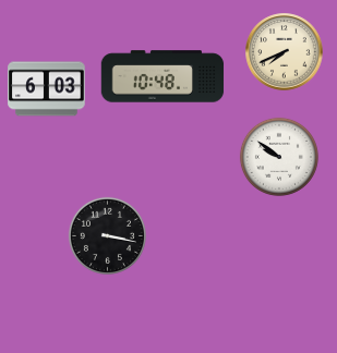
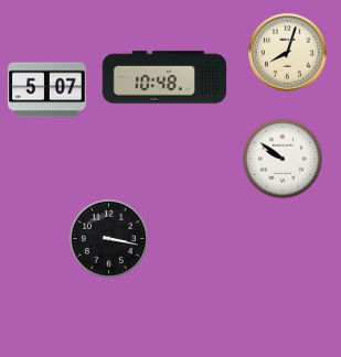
clock at (285, 52): 7:41 -> 8:03
clock at (47, 89): 6:03 -> 5:07
